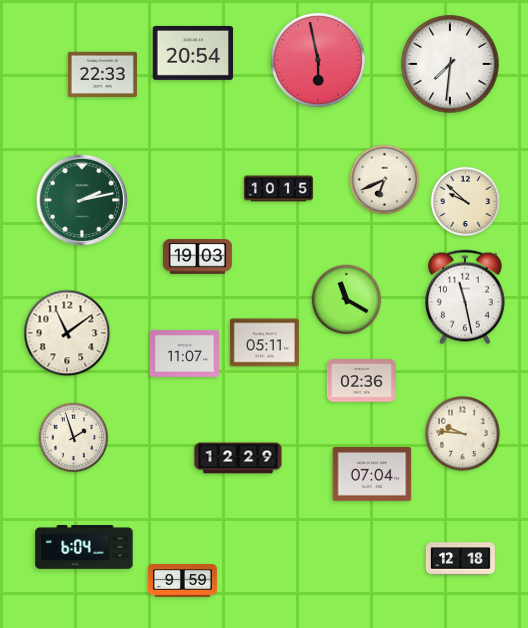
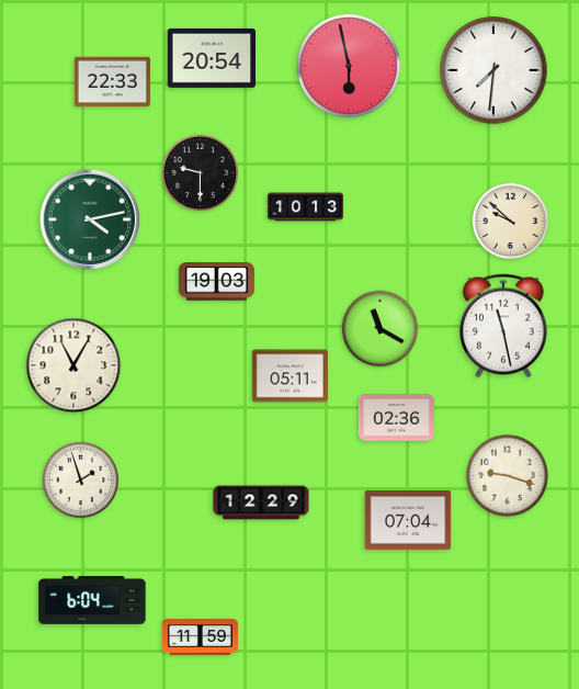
clock at (201, 173): none -> 9:30
clock at (385, 180): 6:41 -> none
clock at (278, 189): 10:15 -> 10:13
clock at (82, 200): 2:13 -> 4:13
clock at (465, 297) position: (465, 297) -> (503, 326)
clock at (67, 333): 11:09 -> 11:05
clock at (184, 353): 11:07 -> none
clock at (463, 434): 9:46 -> 9:18
clock at (460, 559): 12:18 -> none
clock at (182, 581): 9:59 -> 11:59
